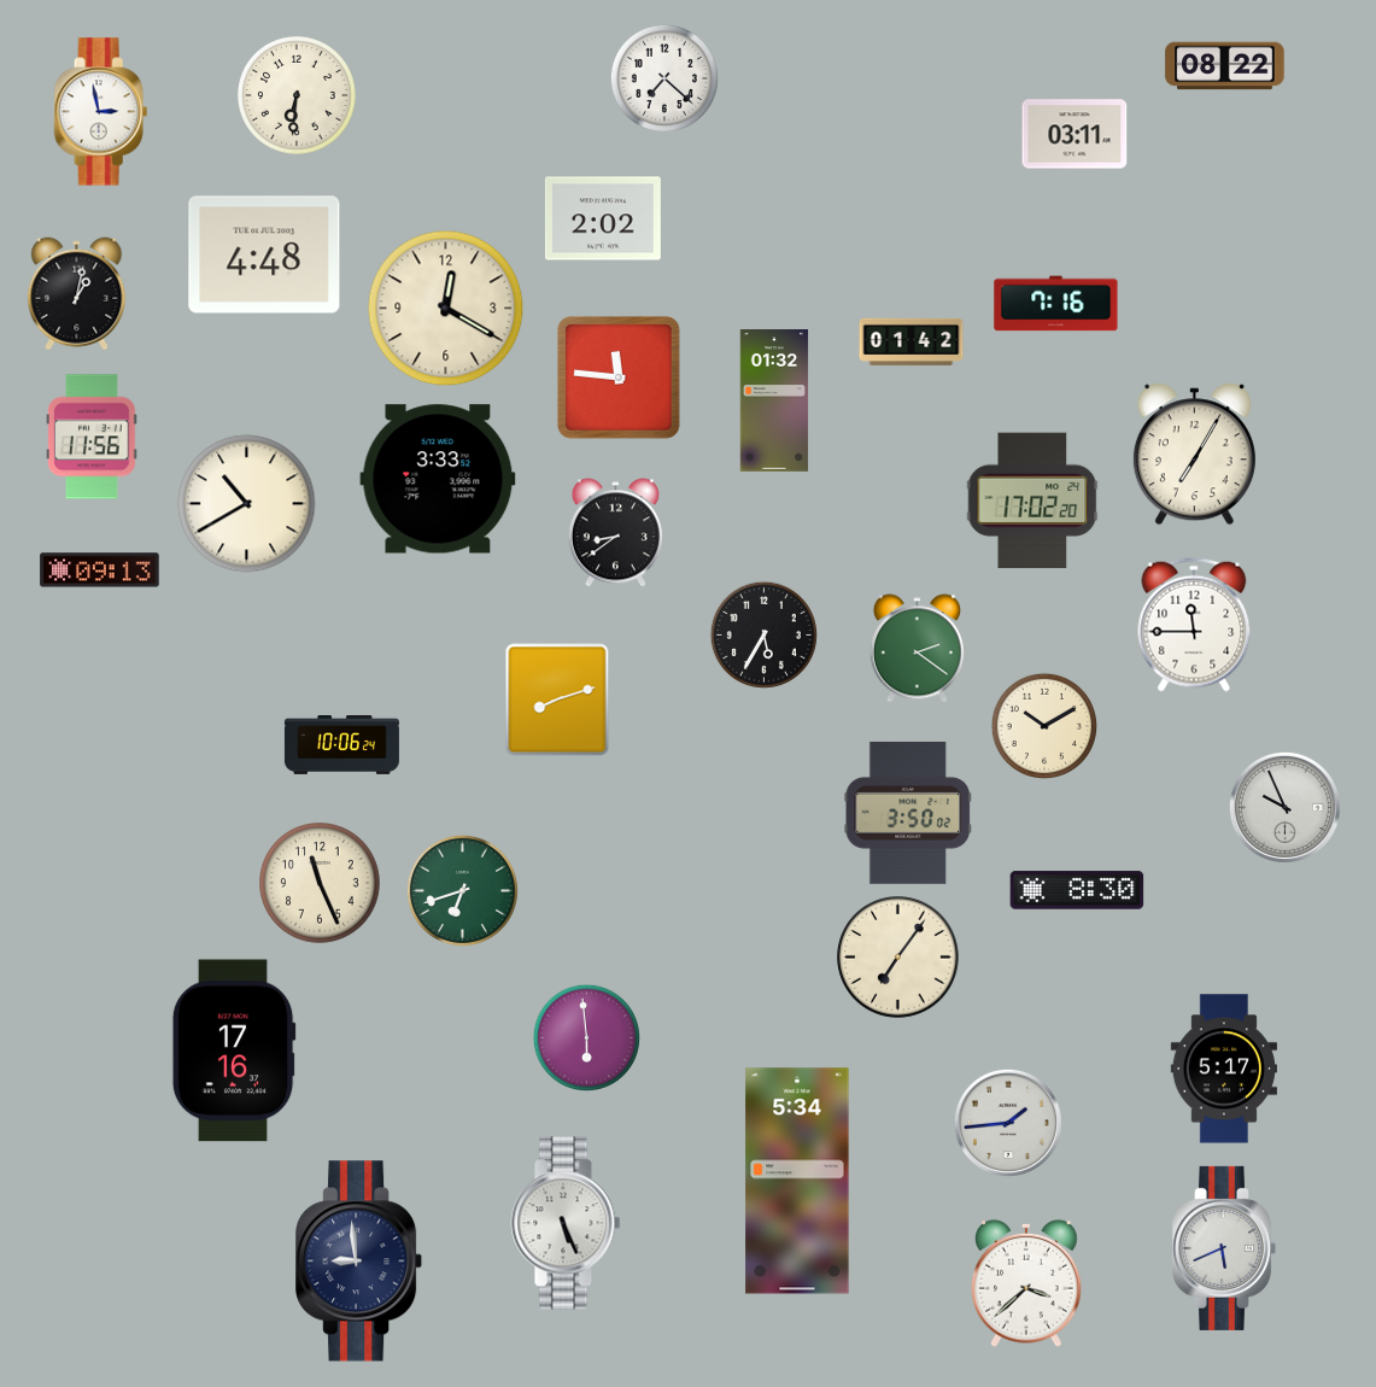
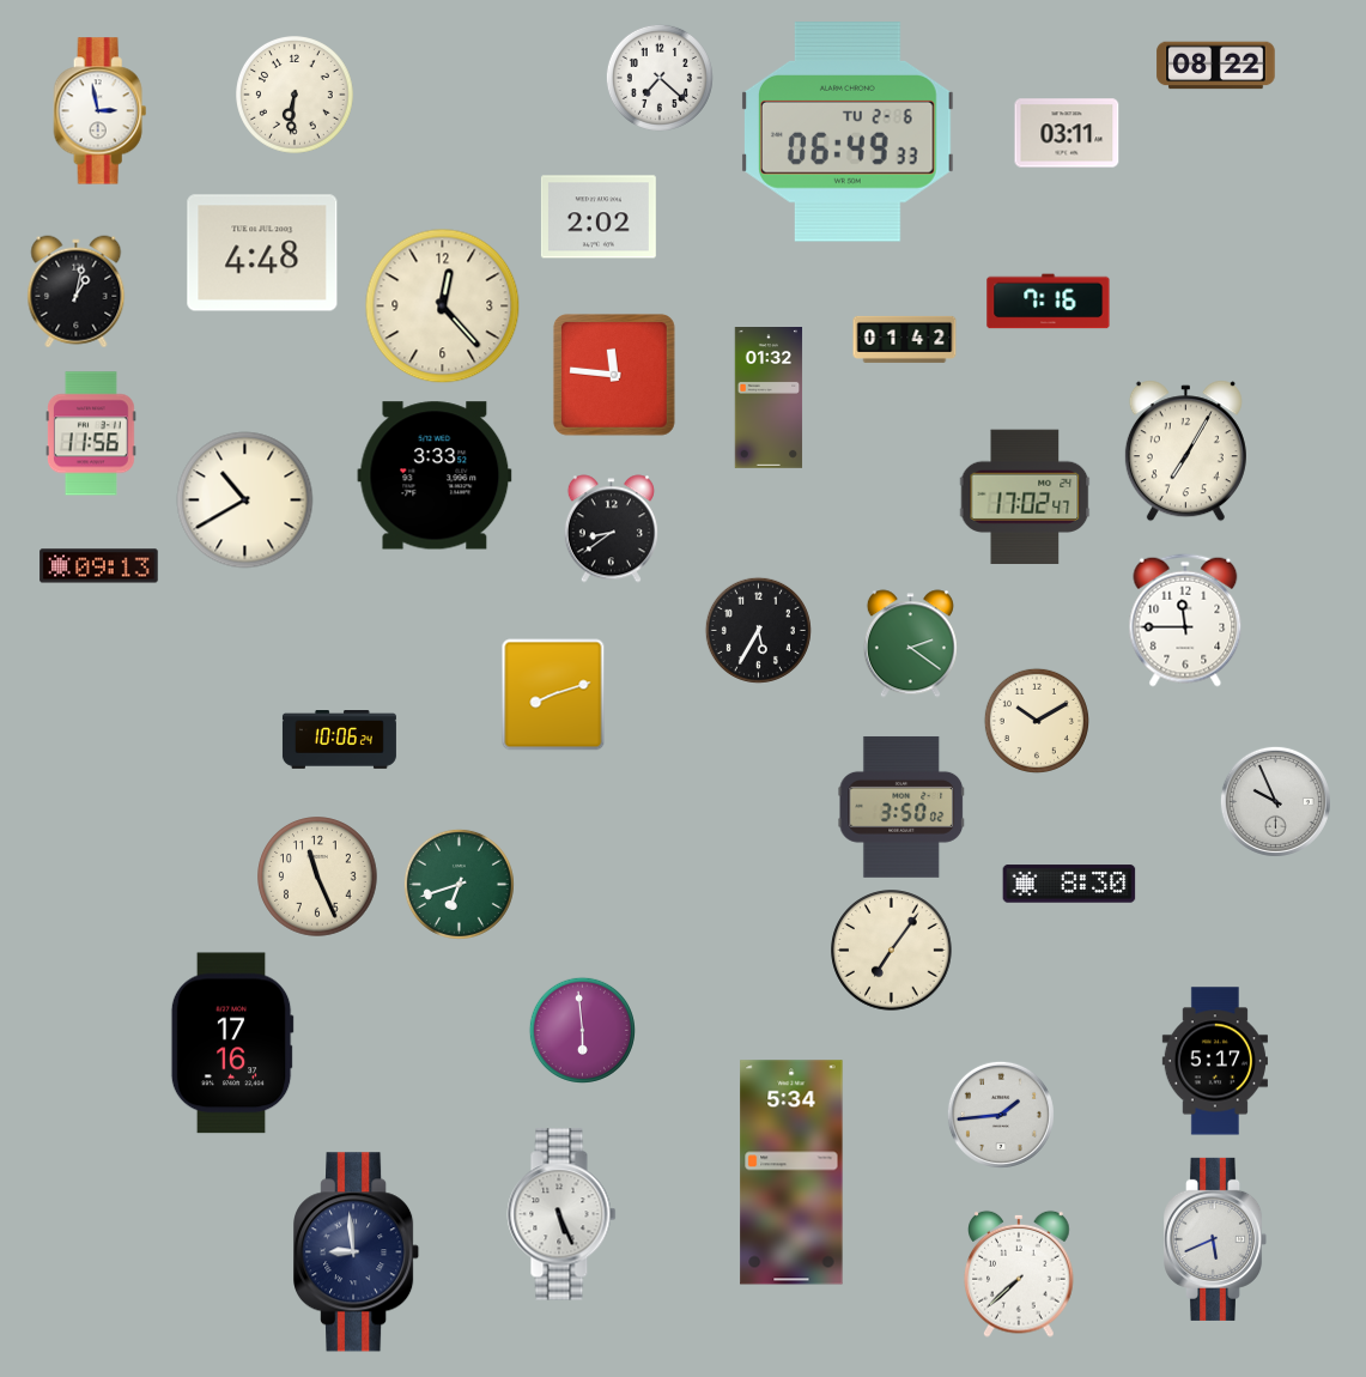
clock at (848, 132): none -> 06:49
clock at (446, 309): 12:20 -> 12:23
clock at (1032, 499): 17:02:20 -> 17:02:47
clock at (1026, 1283): 3:38 -> 7:38
